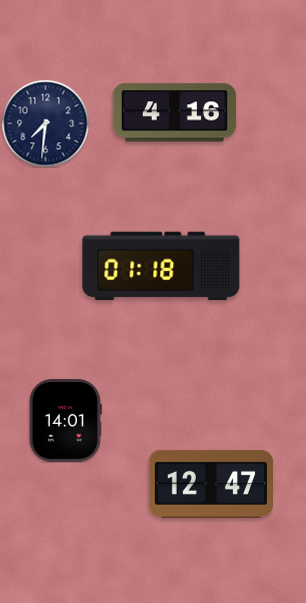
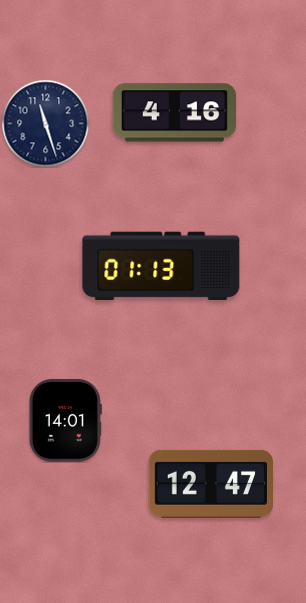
clock at (45, 123): 7:31 -> 11:27
clock at (161, 266): 01:18 -> 01:13
